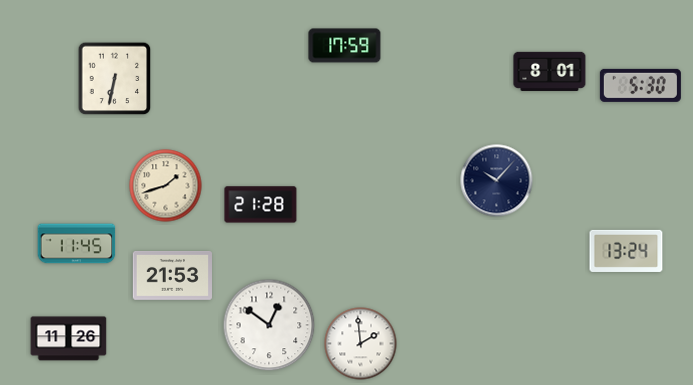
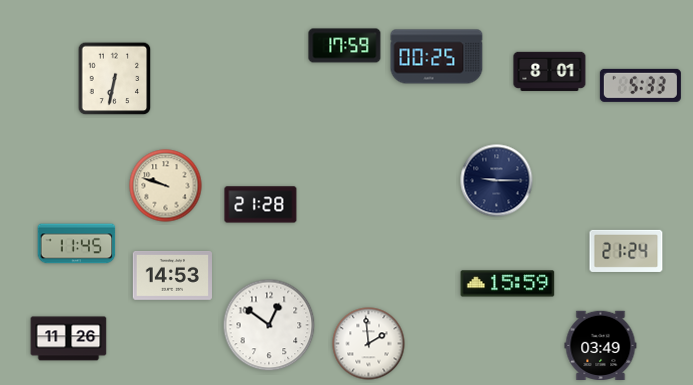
clock at (437, 57): none -> 00:25
clock at (640, 85): 5:30 -> 5:33
clock at (497, 181): 10:07 -> 9:15
clock at (166, 186): 1:42 -> 9:48
clock at (626, 251): 13:24 -> 21:24
clock at (172, 276): 21:53 -> 14:53
clock at (508, 284): none -> 15:59
clock at (361, 344) position: (361, 344) -> (369, 344)
clock at (601, 345): none -> 03:49
